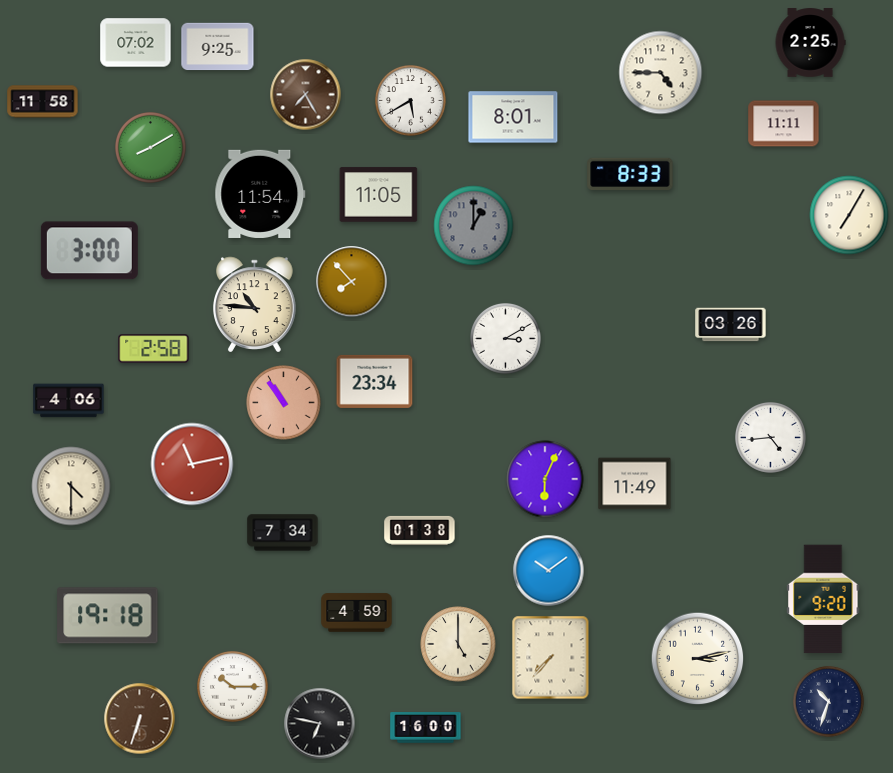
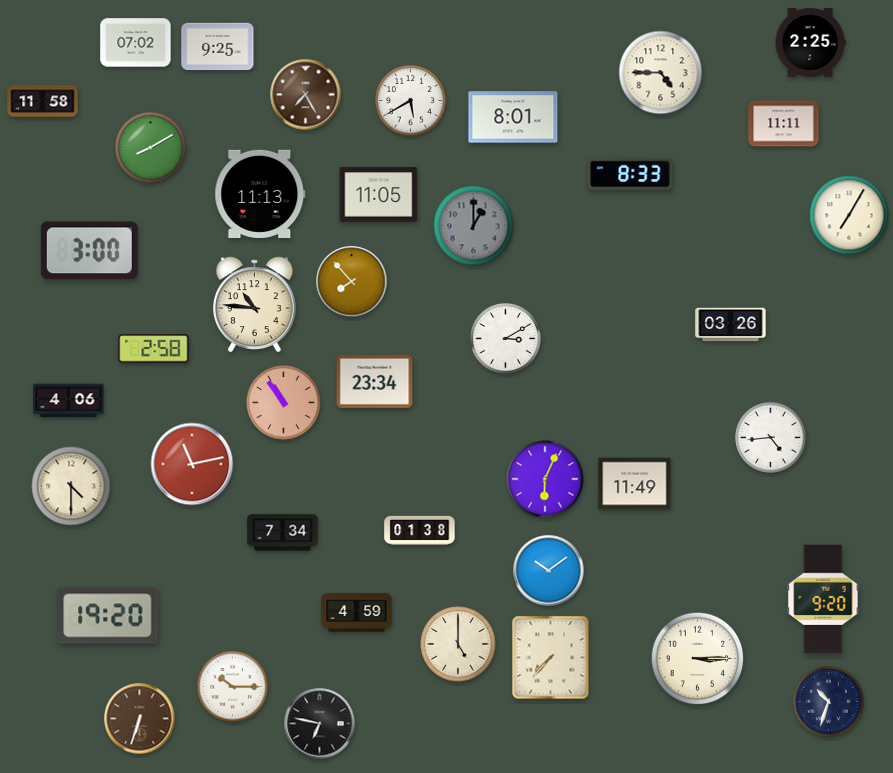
clock at (260, 194): 11:54 -> 11:13
clock at (108, 616): 19:18 -> 19:20
clock at (698, 659): 3:13 -> 3:15
clock at (426, 728): 16:00 -> none
